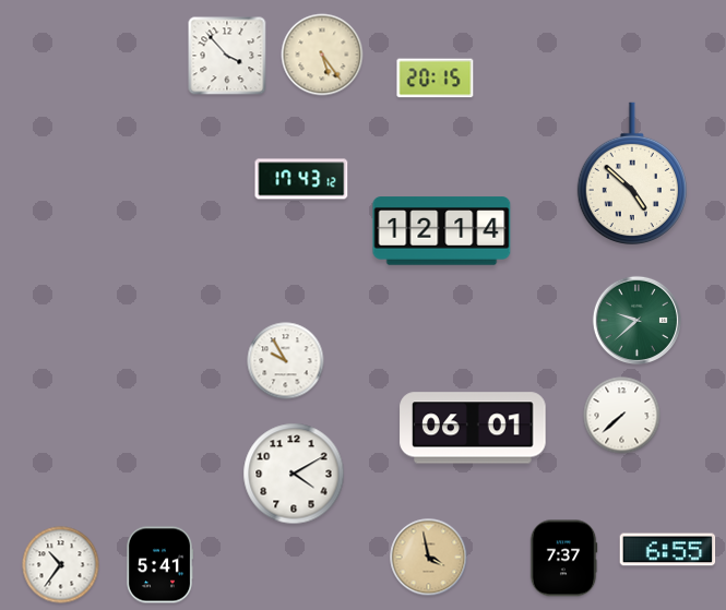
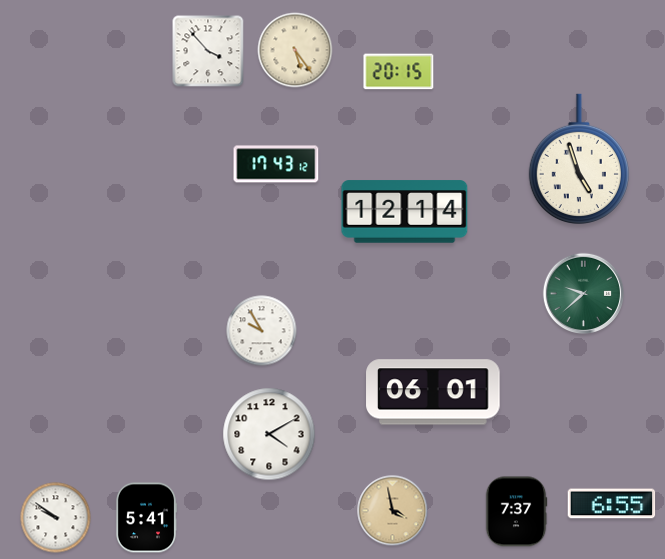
clock at (632, 174): 4:52 -> 4:57
clock at (622, 416): 7:38 -> none
clock at (61, 565): 10:36 -> 9:51
